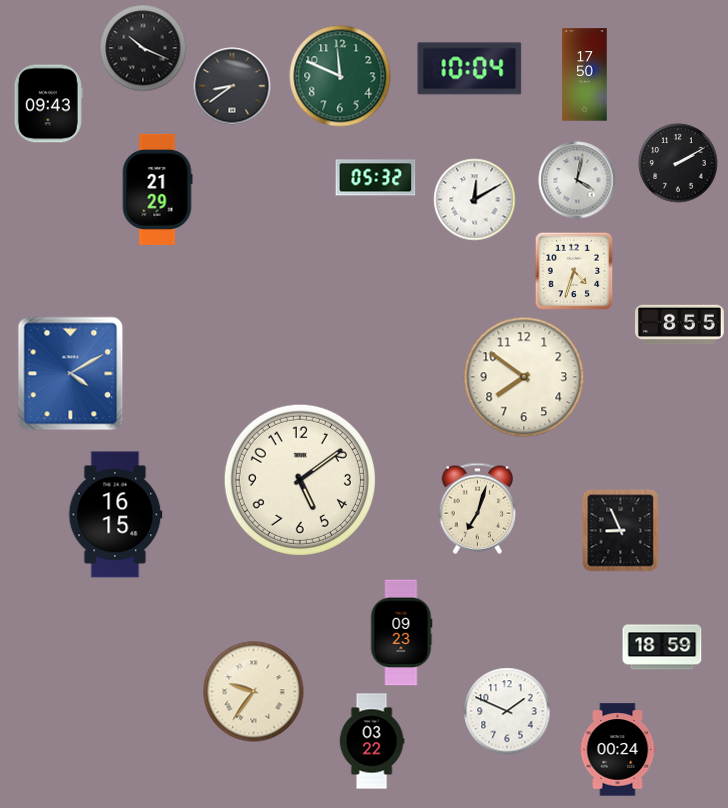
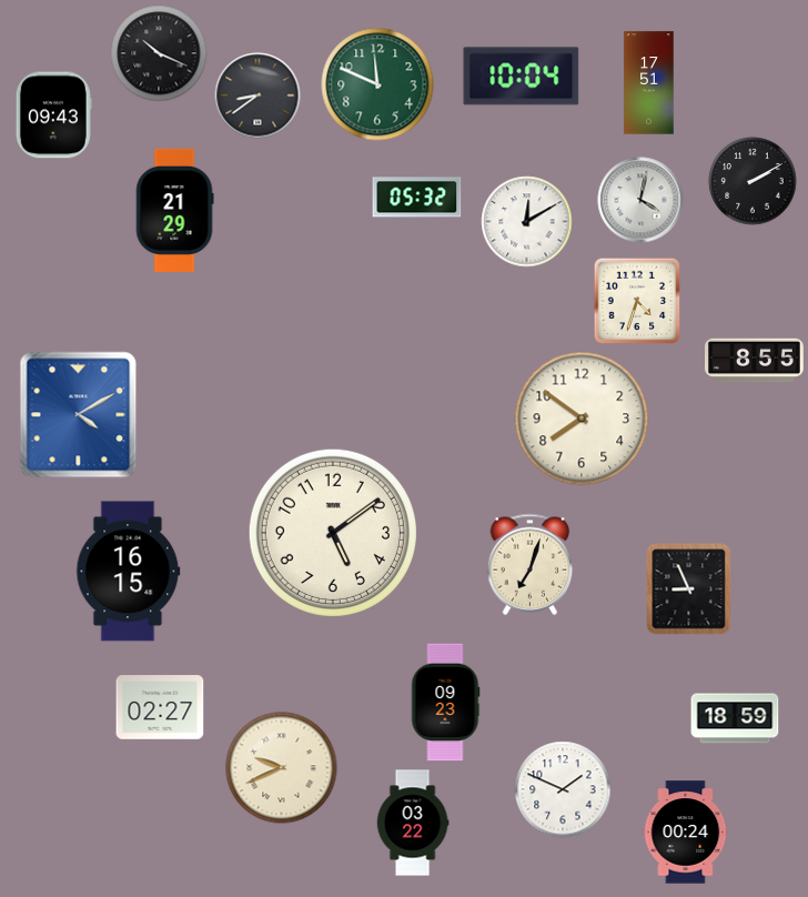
clock at (585, 75): 17:50 -> 17:51
clock at (160, 707): none -> 02:27
clock at (254, 692): 9:36 -> 9:41
